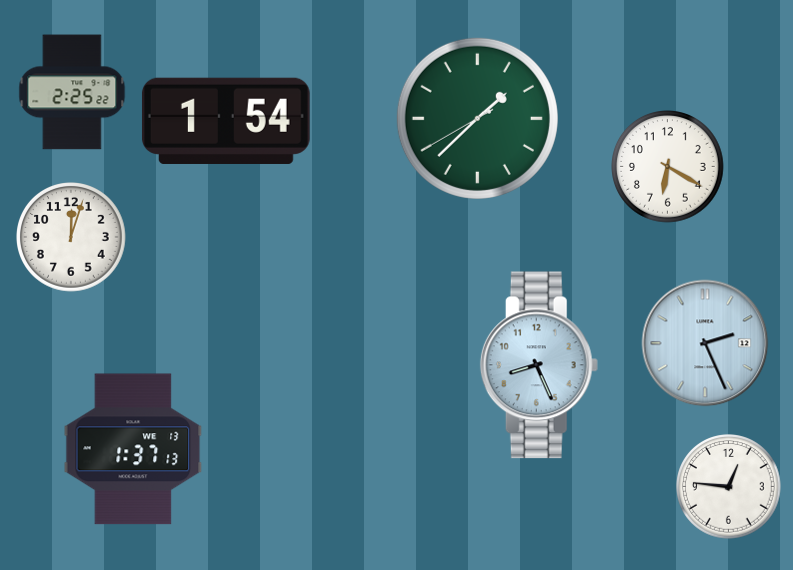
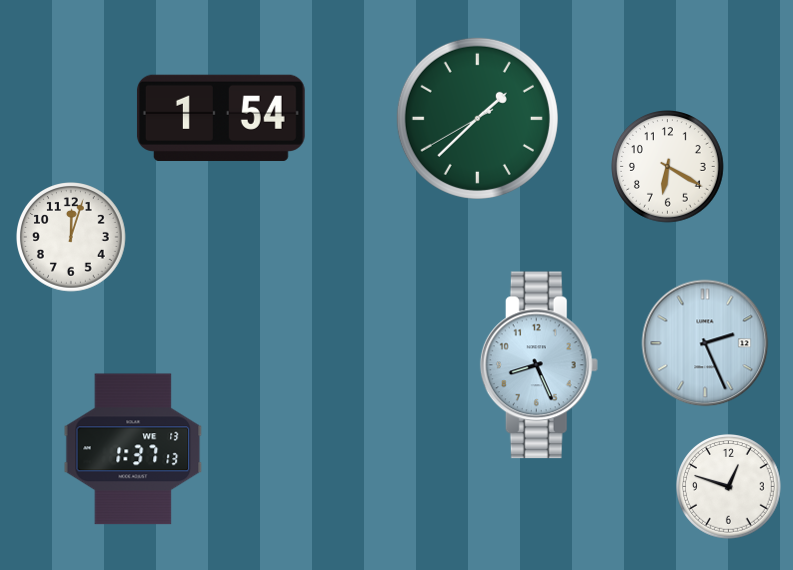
clock at (72, 92): 2:25 -> none
clock at (226, 121) position: (226, 121) -> (221, 118)
clock at (729, 487): 12:46 -> 12:48
